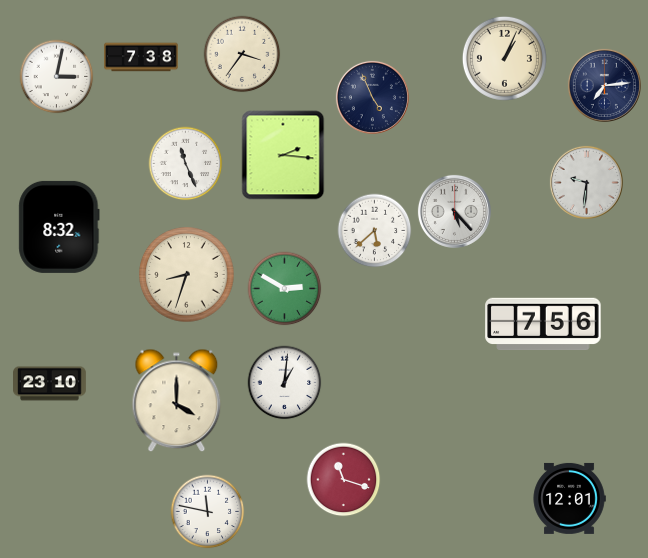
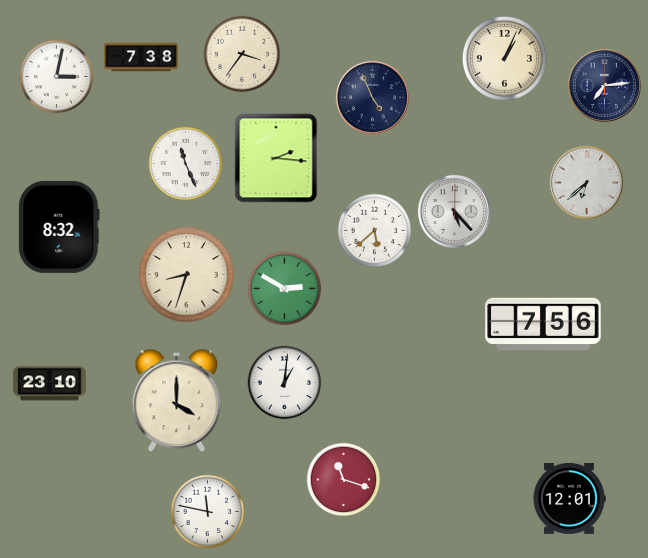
clock at (283, 155) position: (283, 155) -> (276, 158)
clock at (586, 182): 9:31 -> 6:38
